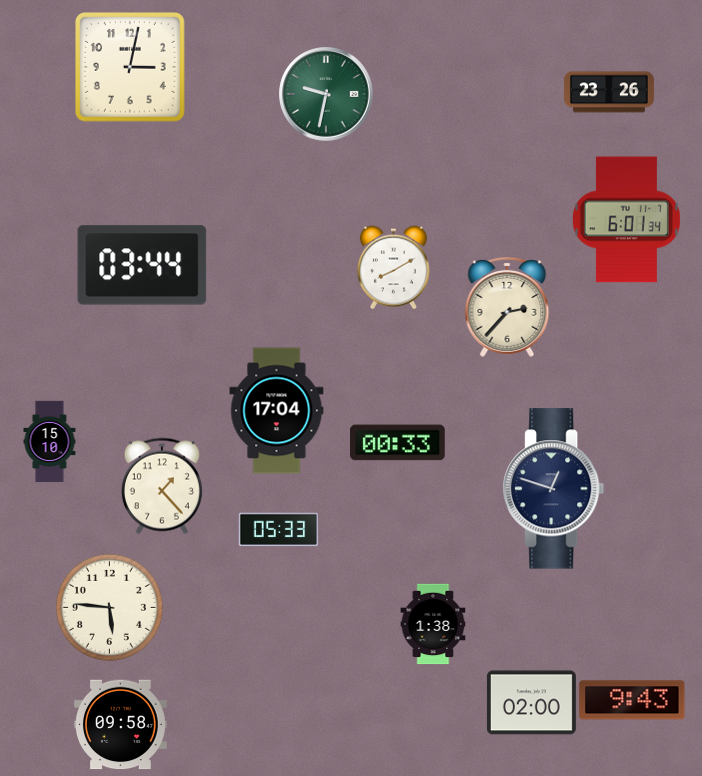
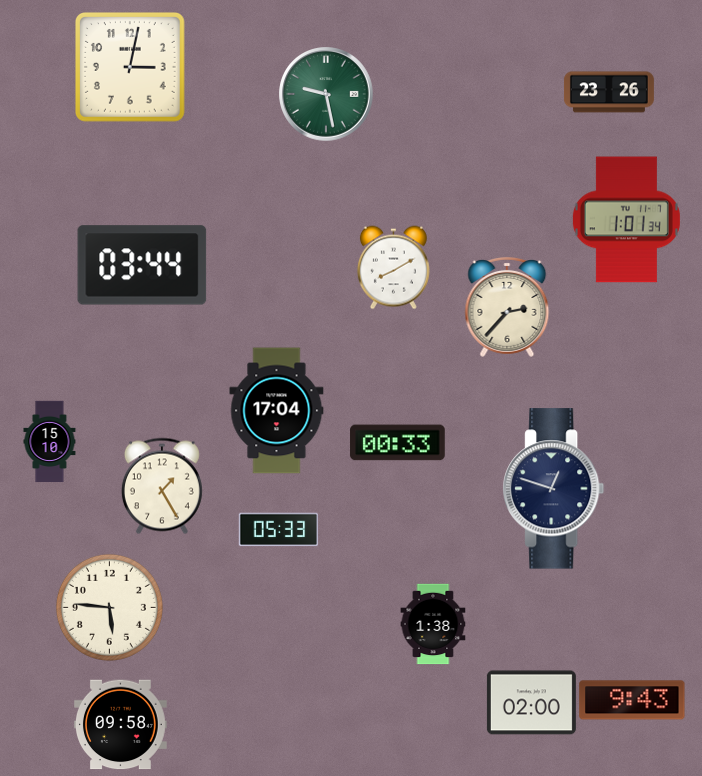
clock at (326, 94): 9:32 -> 9:28
clock at (626, 220): 6:01 -> 1:01
clock at (162, 486): 1:23 -> 1:25
